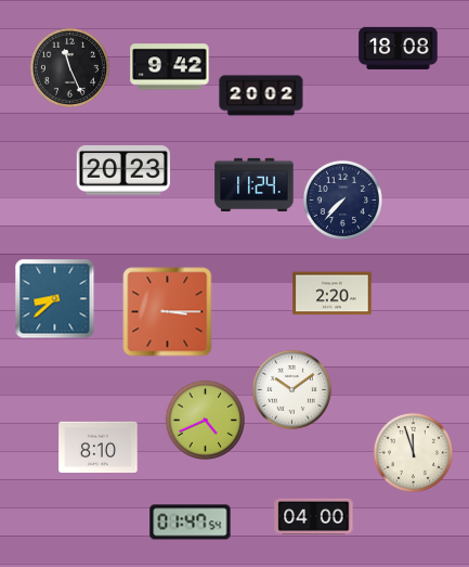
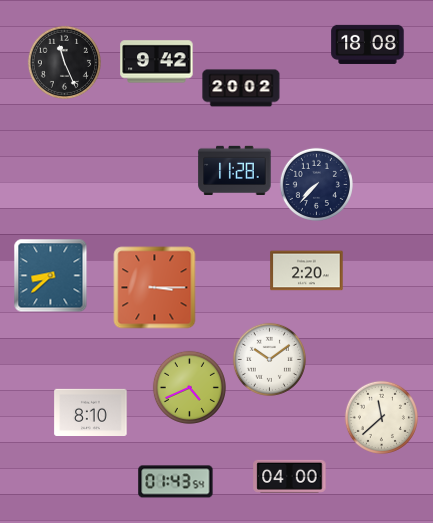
clock at (123, 171): 20:23 -> none
clock at (255, 184): 11:24 -> 11:28
clock at (413, 452): 11:57 -> 11:38
clock at (191, 523): 01:47 -> 01:43
